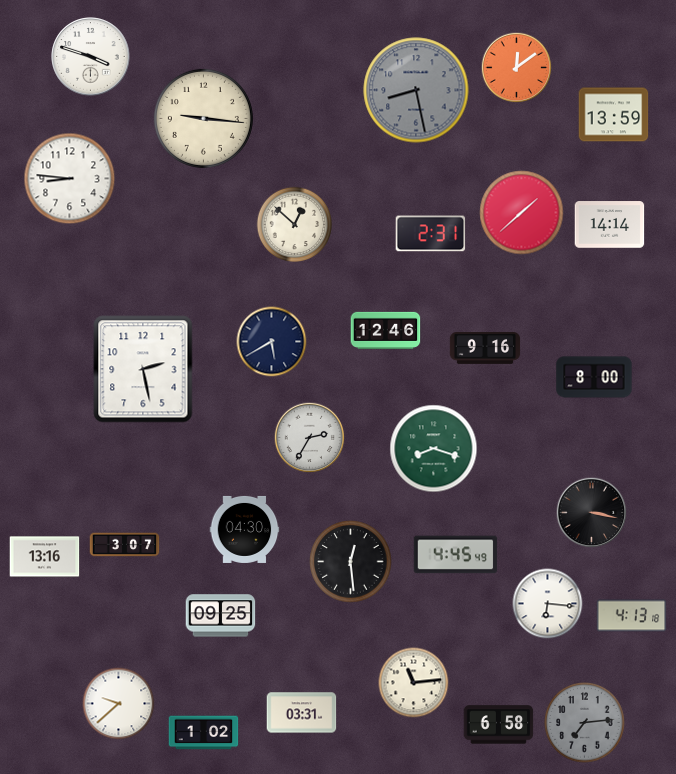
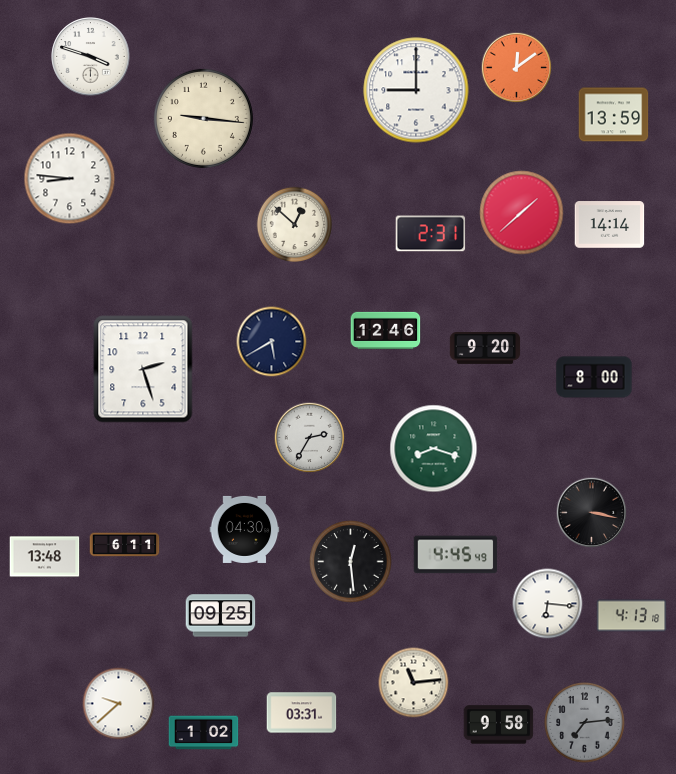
clock at (416, 90): 8:28 -> 9:00
clock at (416, 90) dial: grey -> white
clock at (485, 349): 9:16 -> 9:20
clock at (143, 369): 2:28 -> 2:27
clock at (125, 545): 3:07 -> 6:11
clock at (45, 557): 13:16 -> 13:48
clock at (499, 725): 6:58 -> 9:58
